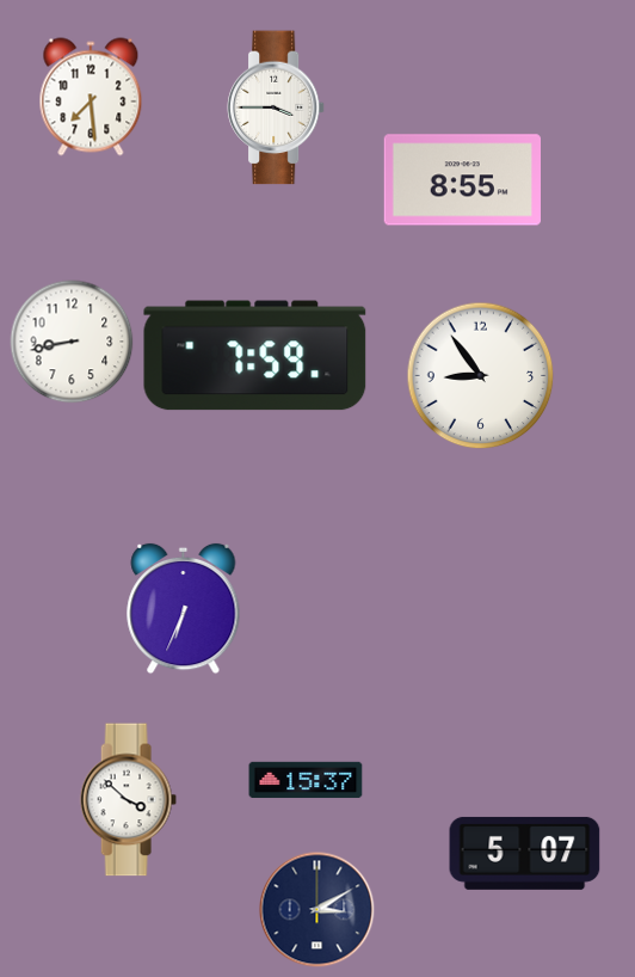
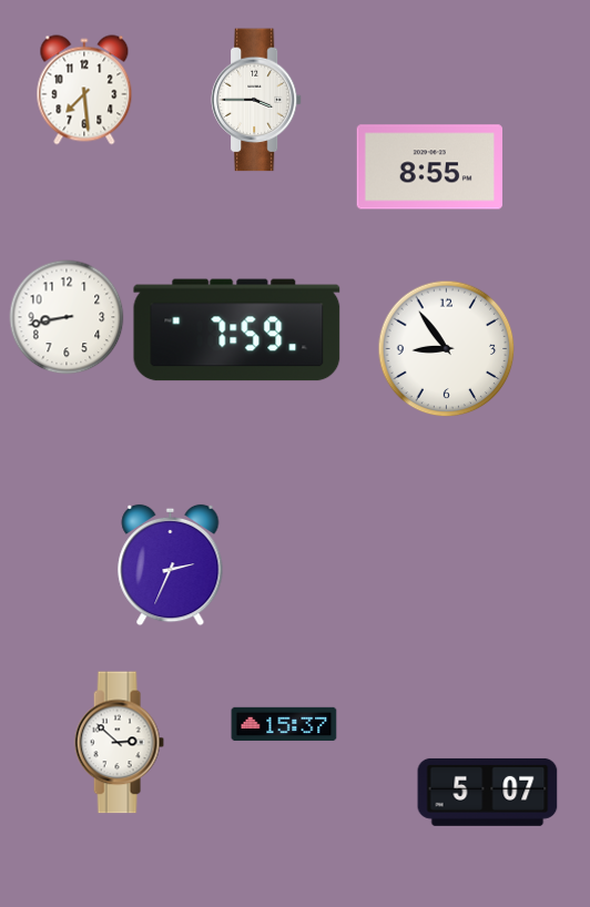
clock at (184, 609): 6:34 -> 2:34
clock at (128, 800): 3:52 -> 2:52
clock at (317, 910): 3:10 -> none
